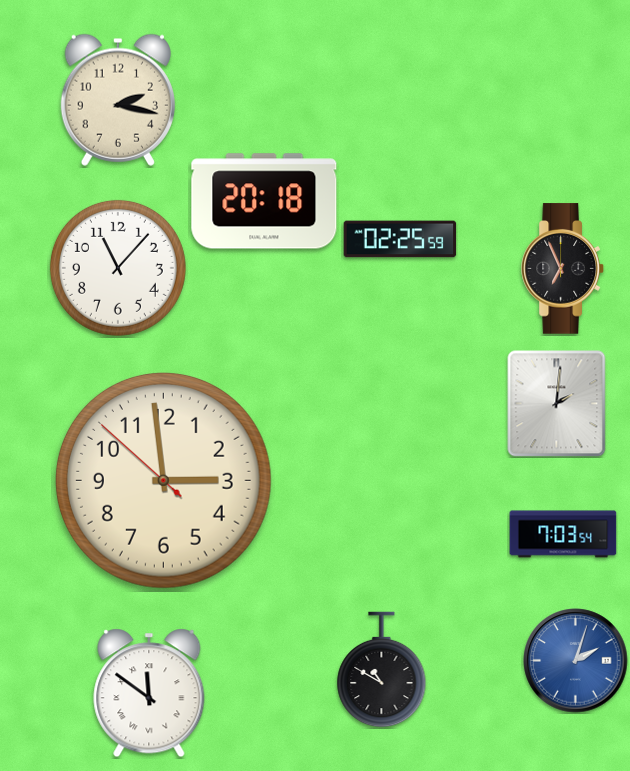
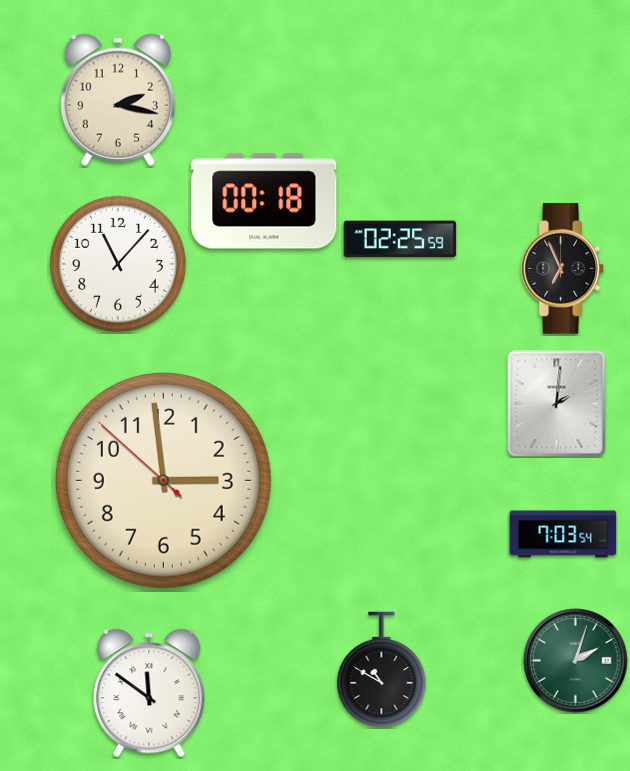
clock at (264, 201): 20:18 -> 00:18
clock at (118, 268) position: (118, 268) -> (118, 264)
clock at (576, 661) dial: blue -> green
